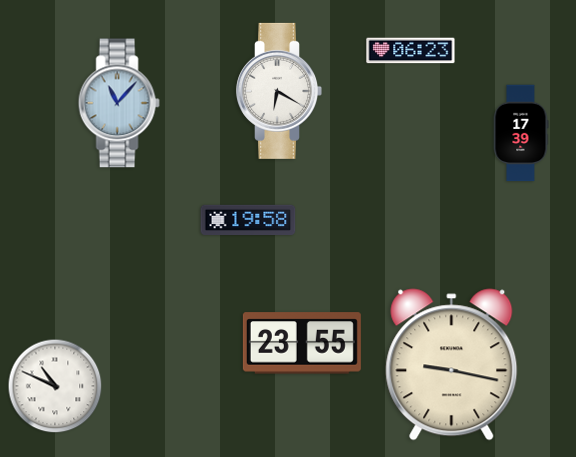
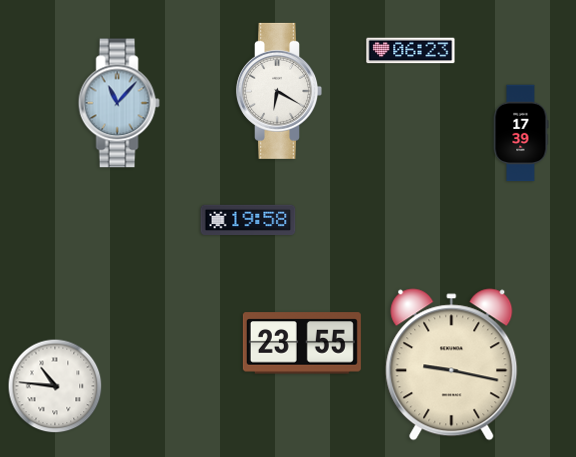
clock at (55, 386): 10:49 -> 10:46
